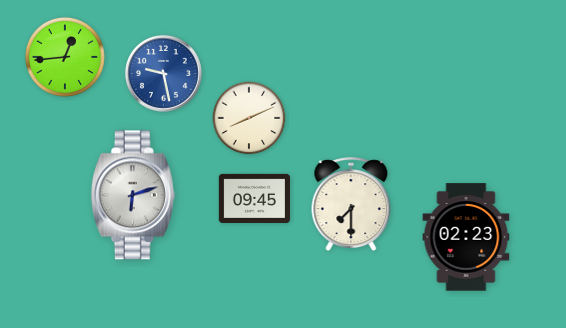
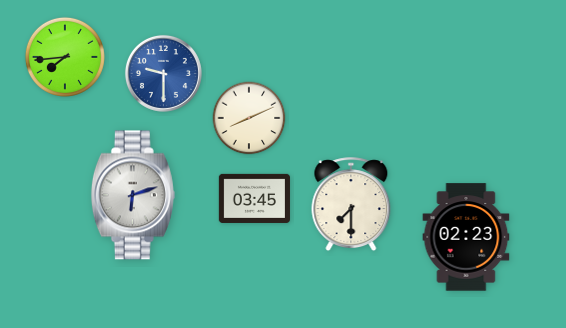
clock at (65, 57): 12:44 -> 7:44
clock at (163, 73): 9:28 -> 9:30
clock at (254, 198): 09:45 -> 03:45
